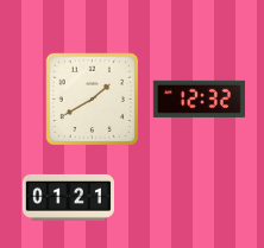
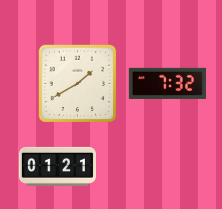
clock at (199, 98): 12:32 -> 7:32
